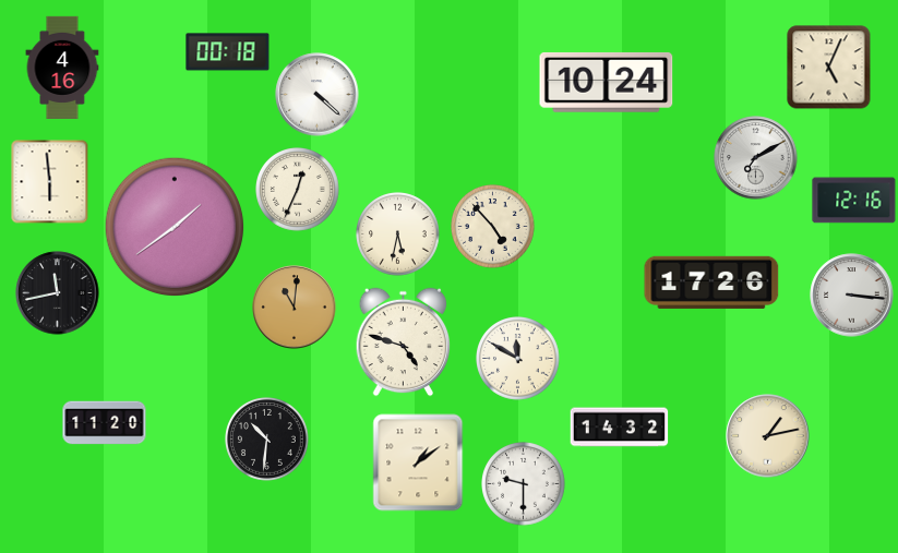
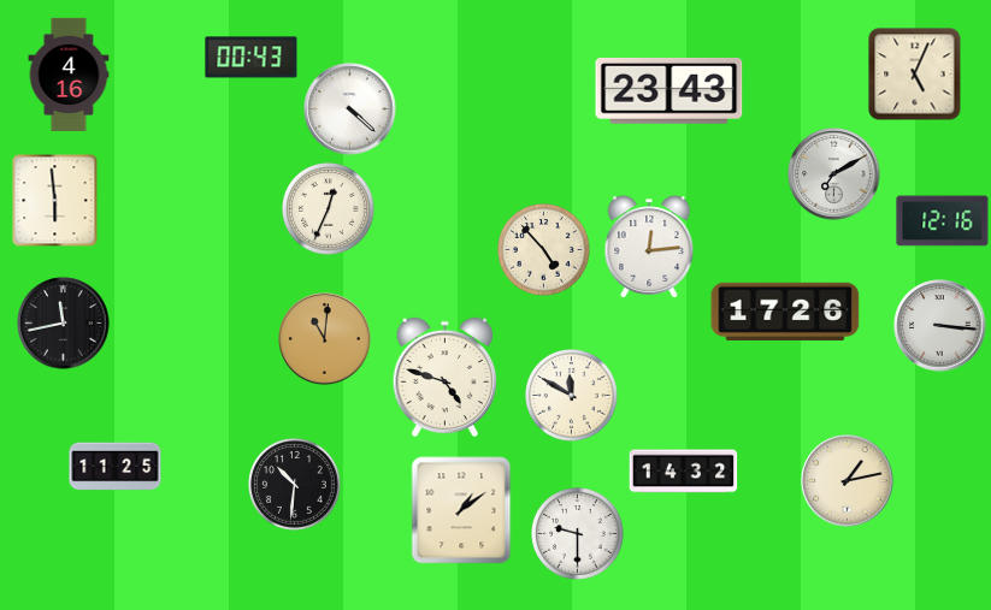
clock at (228, 52): 00:18 -> 00:43
clock at (607, 82): 10:24 -> 23:43
clock at (318, 95) position: (318, 95) -> (350, 109)
clock at (649, 247): none -> 12:14
clock at (175, 227): 1:39 -> none
clock at (398, 235): 5:32 -> none
clock at (105, 423): 11:20 -> 11:25
